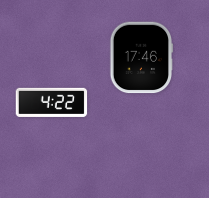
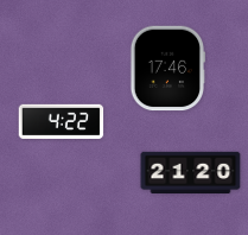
clock at (191, 172): none -> 21:20
